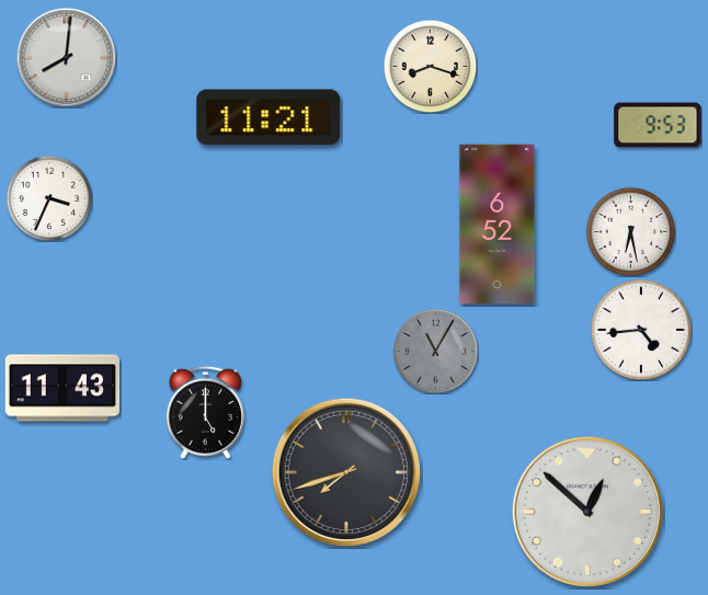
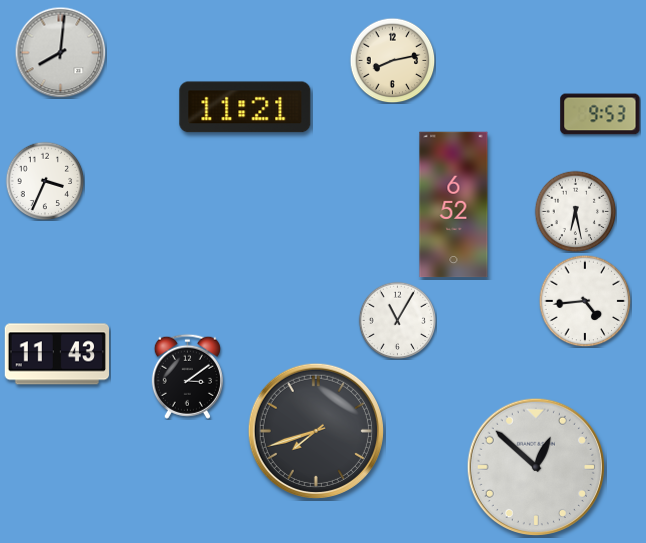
clock at (430, 66): 8:18 -> 8:13
clock at (435, 351) dial: grey -> white
clock at (205, 412): 5:00 -> 3:09
